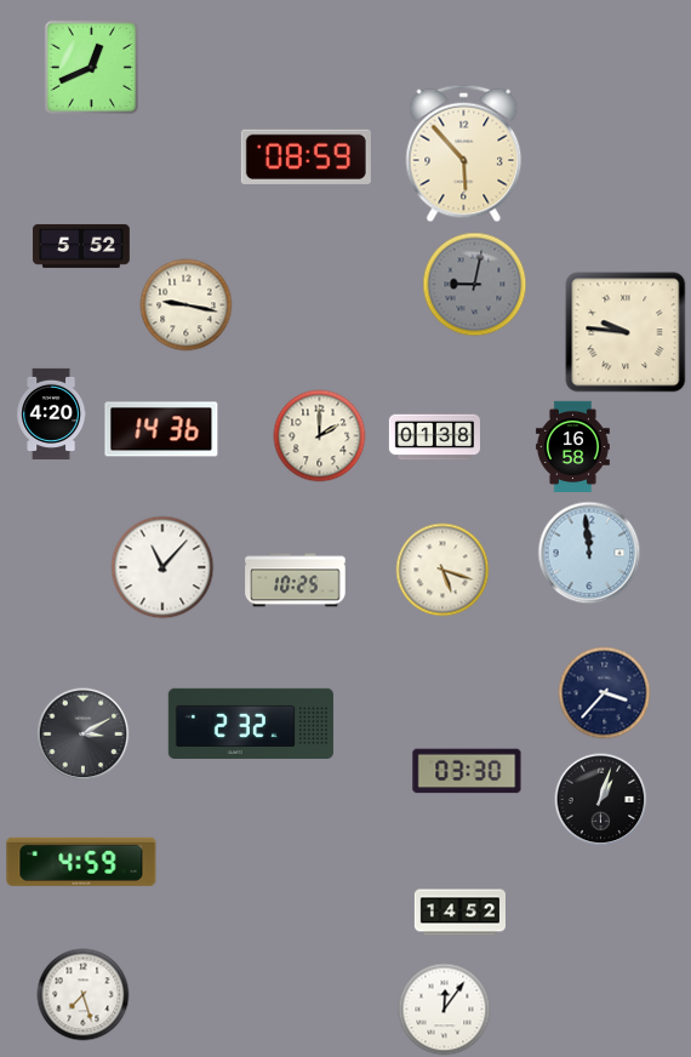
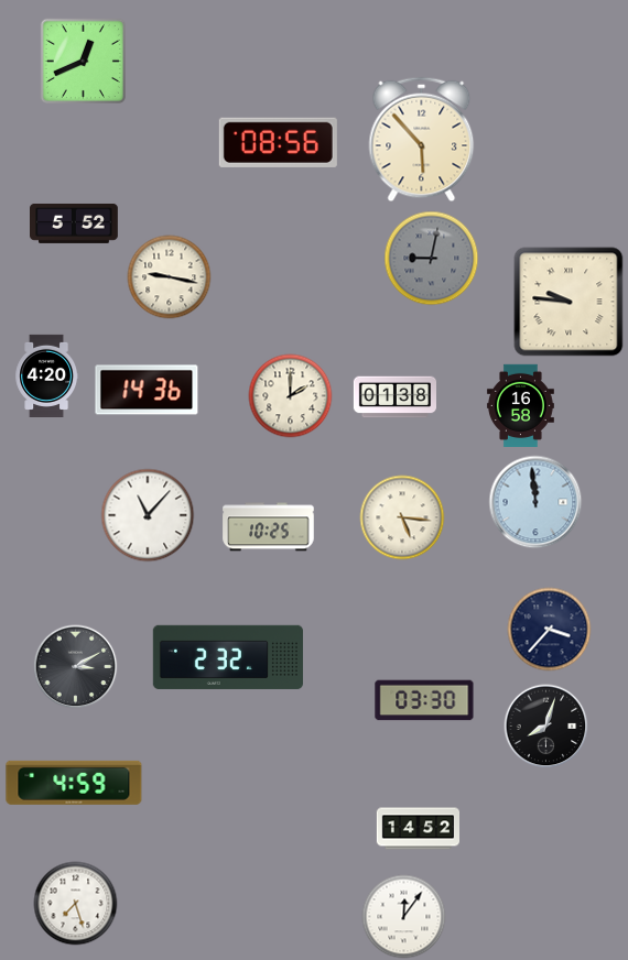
clock at (305, 156): 08:59 -> 08:56
clock at (442, 570): 5:18 -> 5:16
clock at (601, 800): 1:03 -> 8:03
